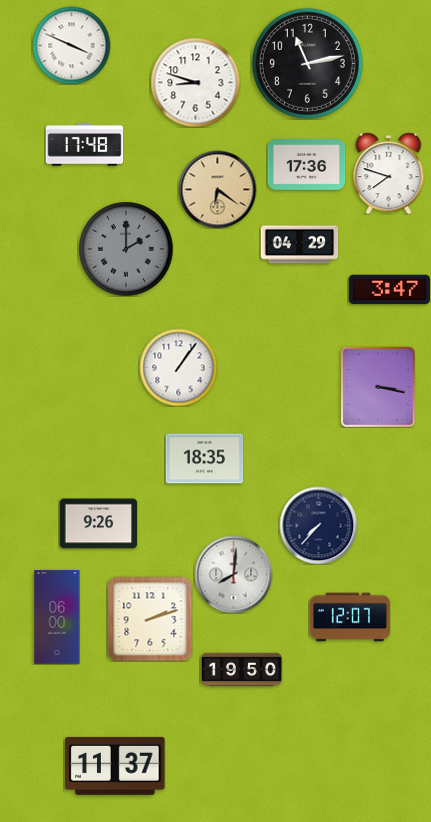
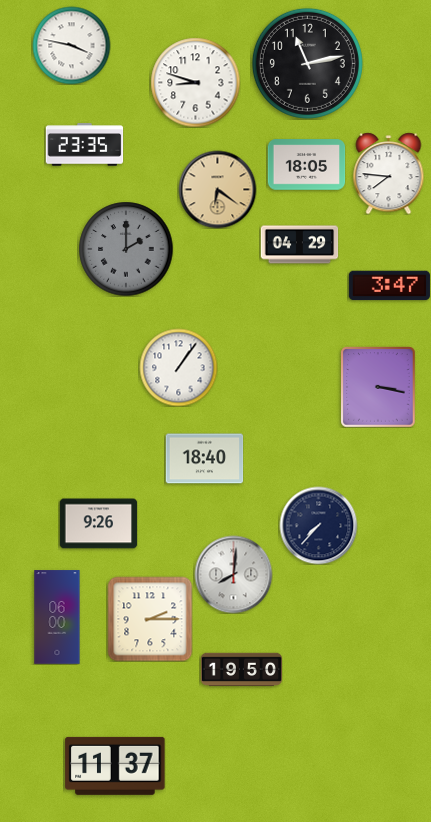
clock at (71, 45): 3:49 -> 3:47
clock at (84, 145): 17:48 -> 23:35
clock at (306, 165): 17:36 -> 18:05
clock at (389, 173): 7:48 -> 7:46
clock at (389, 290) position: (389, 290) -> (389, 286)
clock at (204, 459): 18:35 -> 18:40
clock at (350, 617): 12:07 -> none
clock at (150, 619): 2:12 -> 2:15
